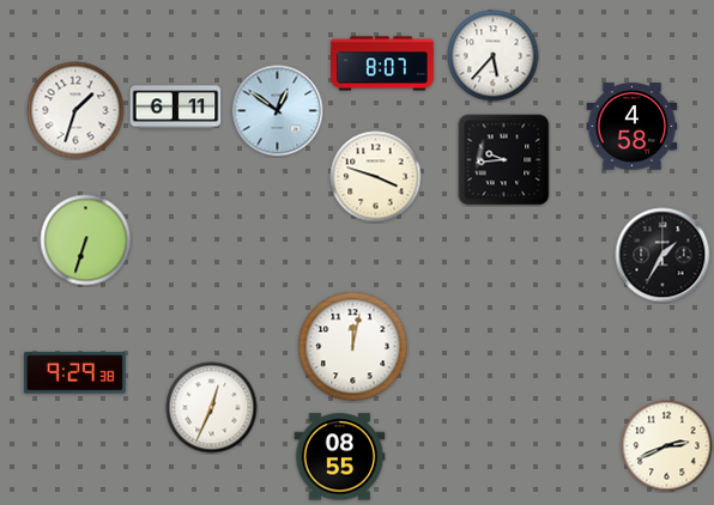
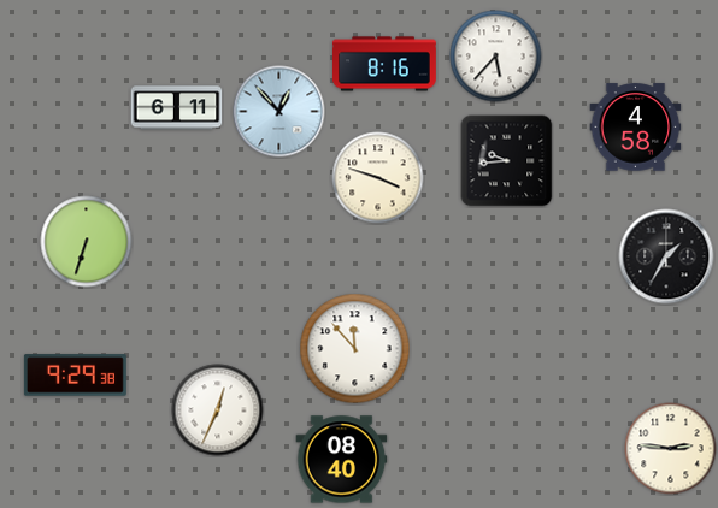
clock at (383, 63): 8:07 -> 8:16
clock at (75, 110): 1:33 -> none
clock at (278, 111): 12:51 -> 12:53
clock at (353, 347): 12:02 -> 11:53
clock at (212, 408) position: (212, 408) -> (218, 410)
clock at (667, 446): 2:41 -> 2:46
clock at (340, 457): 08:55 -> 08:40
